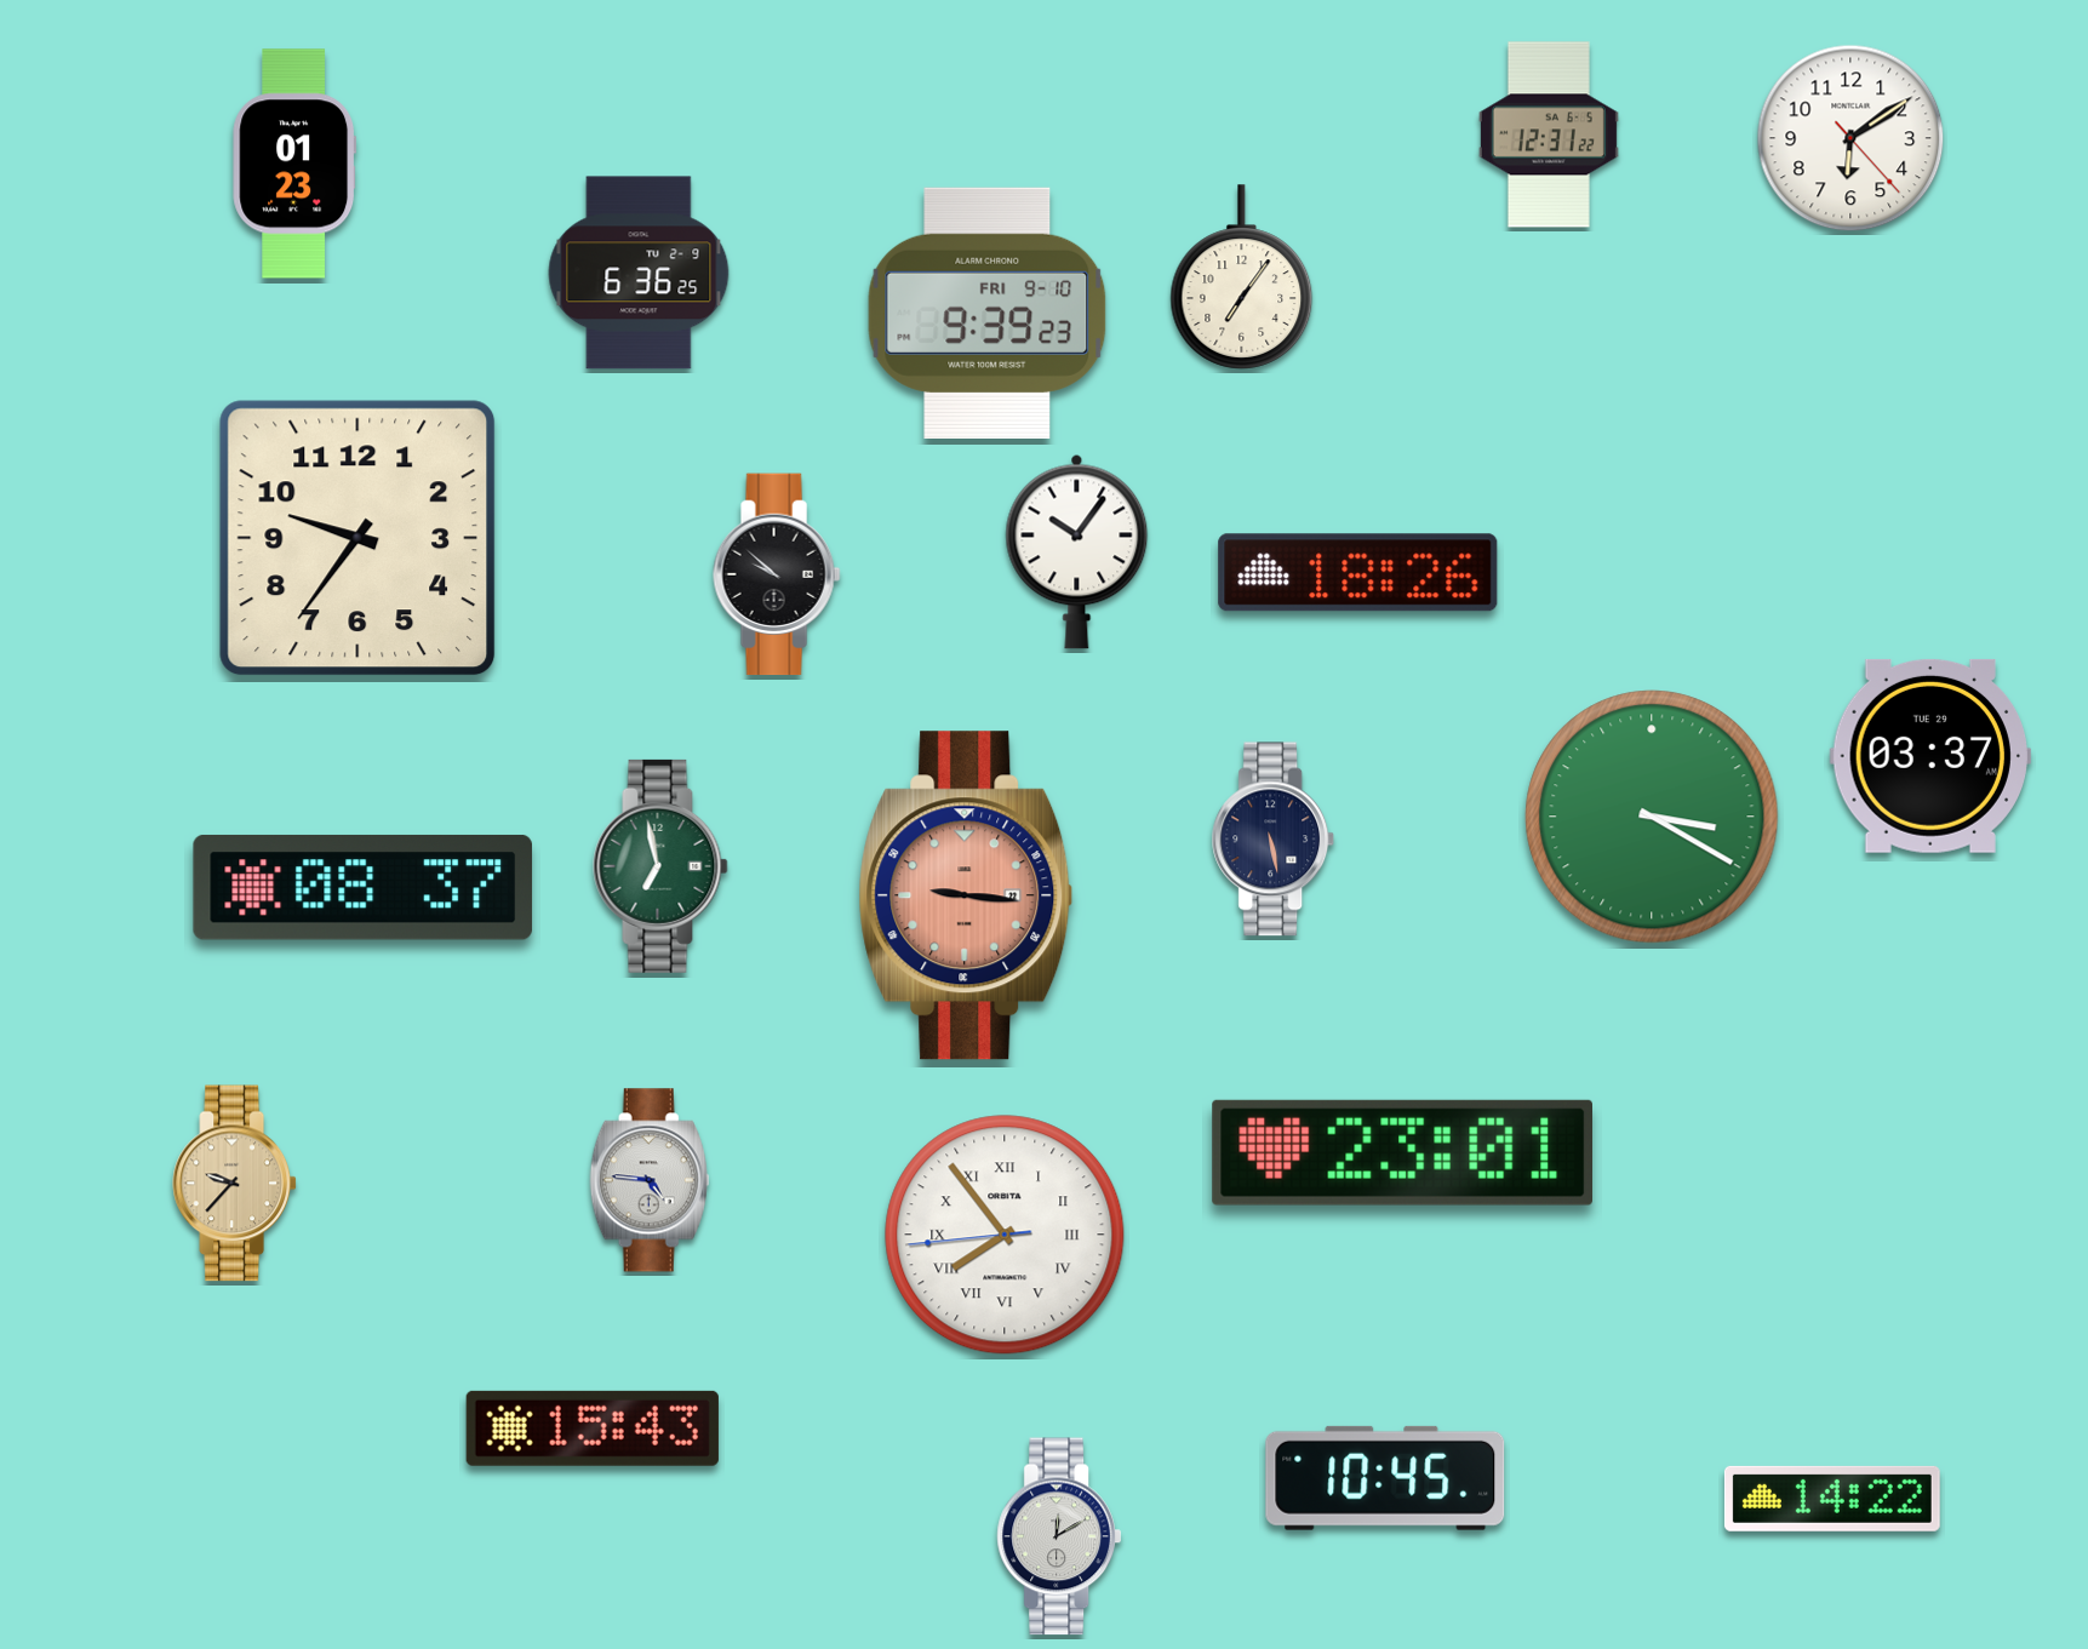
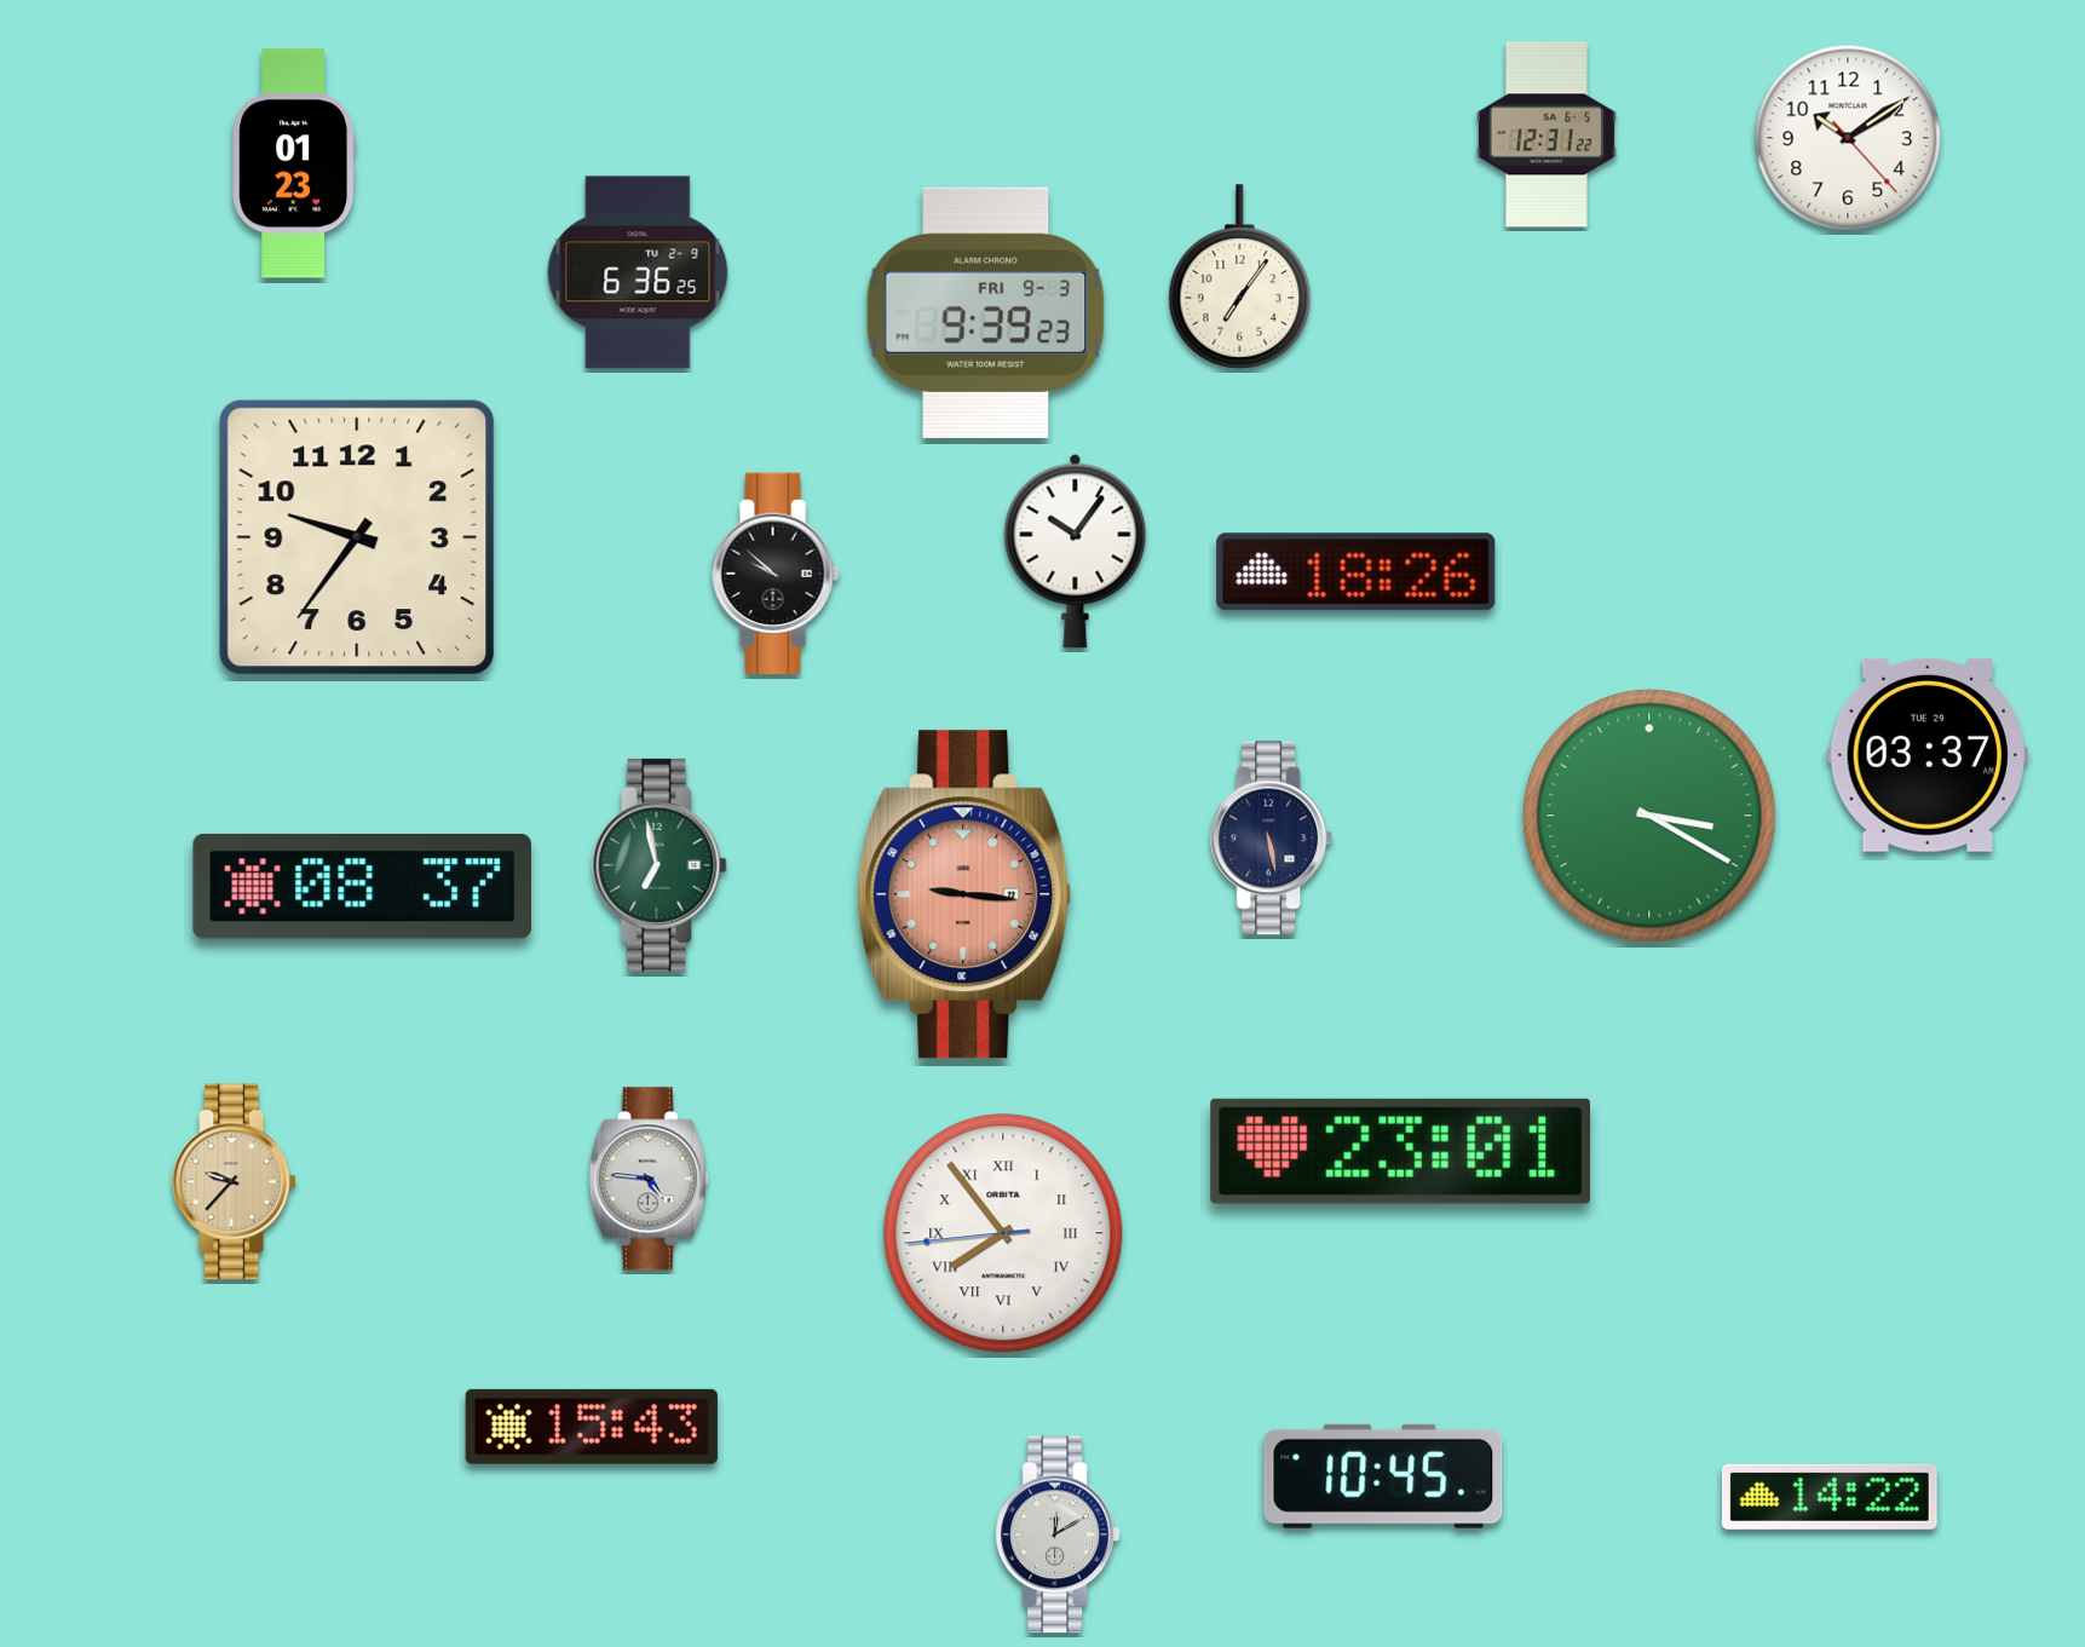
clock at (1850, 138): 6:09 -> 10:09
clock at (988, 313) date: FRI 9-10 -> FRI 9-3
